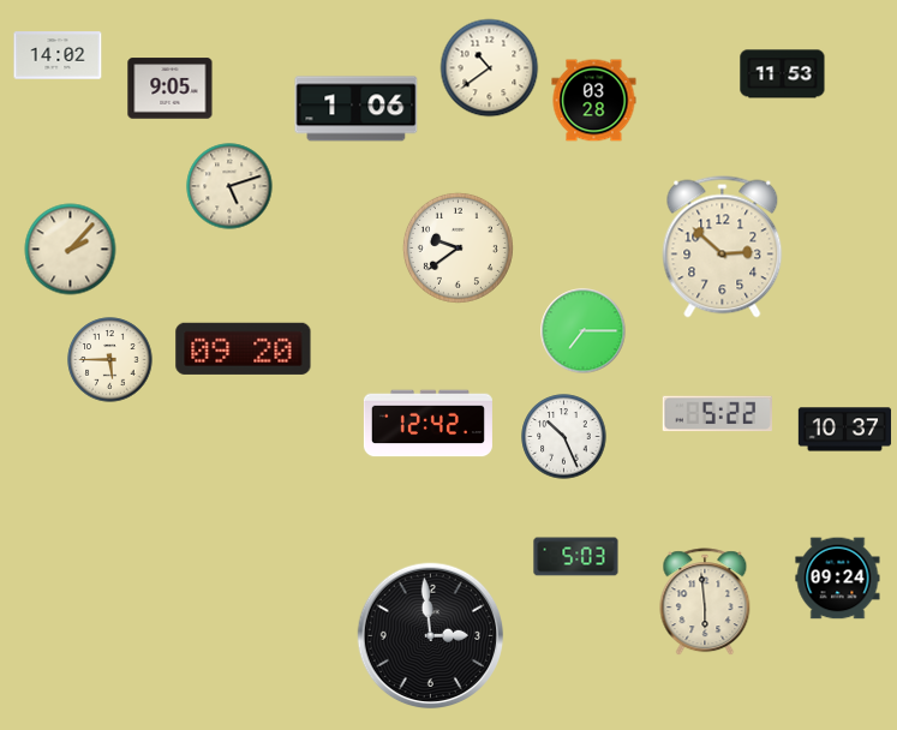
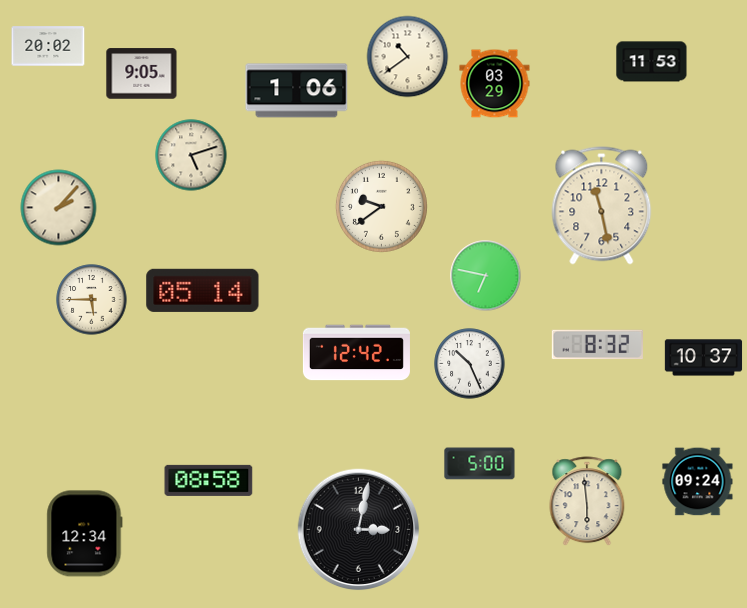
clock at (58, 55): 14:02 -> 20:02
clock at (594, 101): 03:28 -> 03:29
clock at (723, 247): 2:52 -> 11:28
clock at (584, 331): 7:15 -> 6:47
clock at (244, 348): 09:20 -> 05:14
clock at (717, 414): 5:22 -> 8:32
clock at (576, 557): 5:03 -> 5:00
clock at (209, 480): none -> 08:58
clock at (431, 636): 2:59 -> 3:02
clock at (85, 534): none -> 12:34
